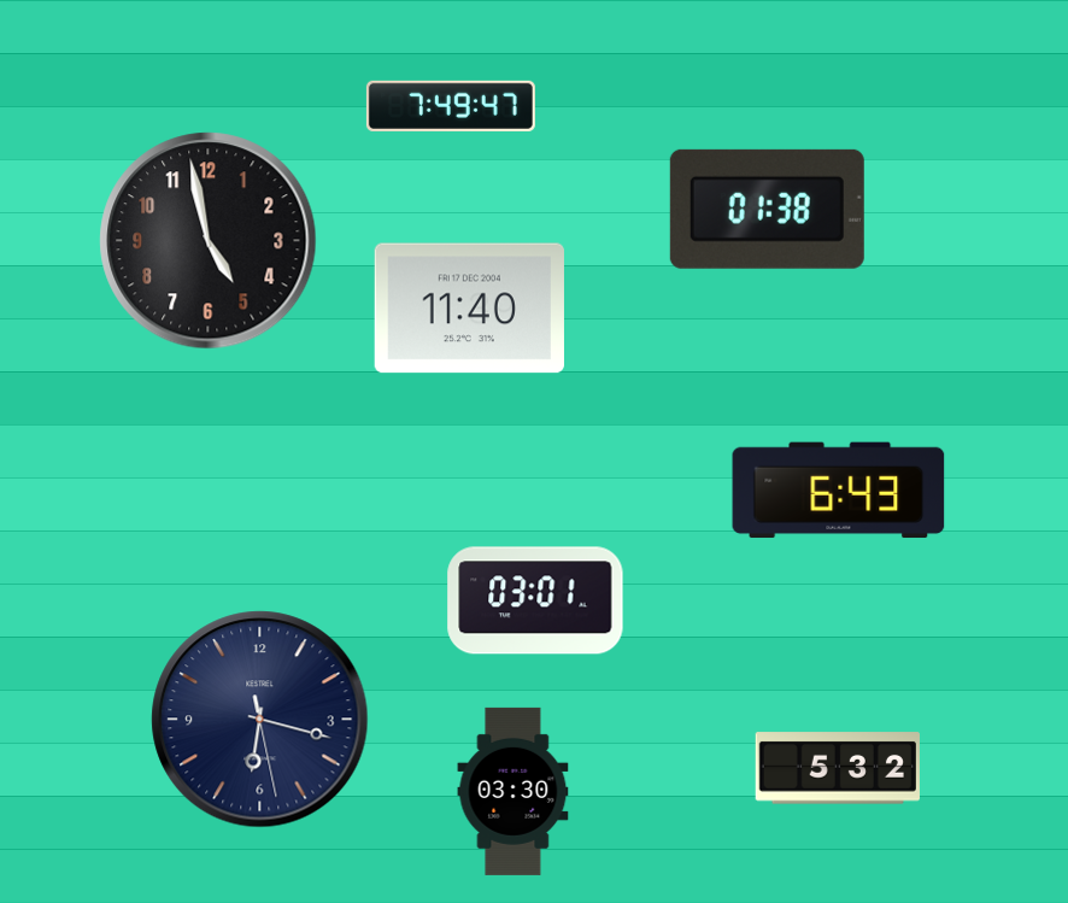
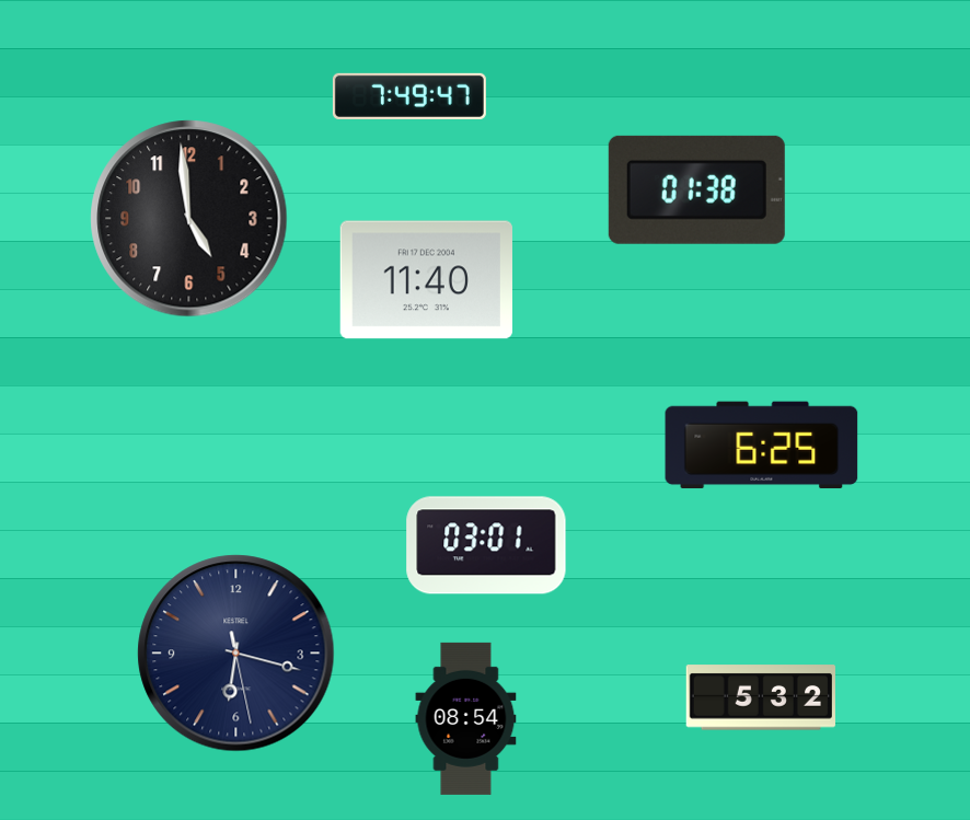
clock at (209, 241): 4:58 -> 4:59
clock at (839, 491): 6:43 -> 6:25
clock at (514, 791): 03:30 -> 08:54
